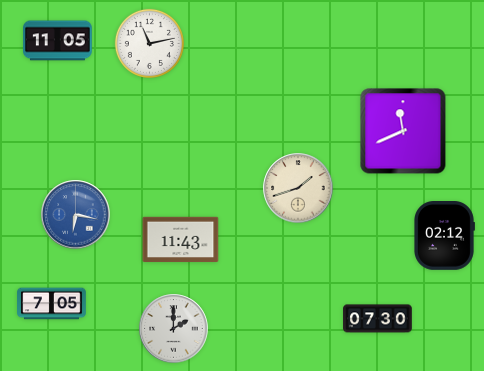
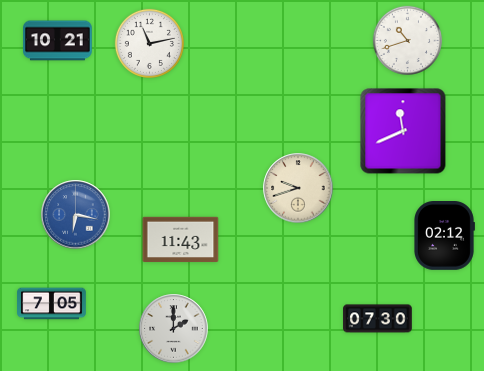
clock at (407, 40): none -> 10:42
clock at (58, 41): 11:05 -> 10:21
clock at (298, 188): 1:42 -> 9:42
